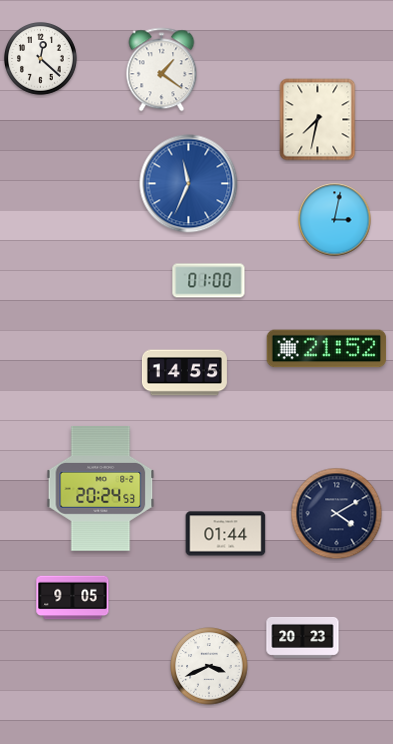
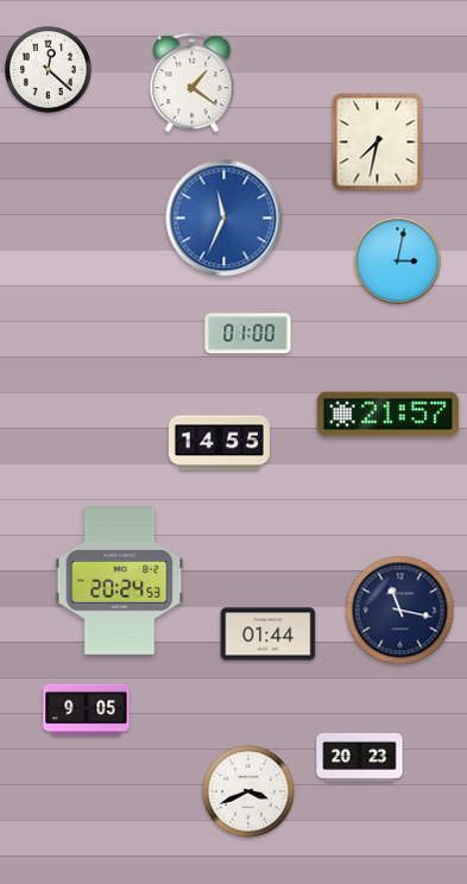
clock at (327, 349): 21:52 -> 21:57
clock at (337, 514): 4:10 -> 11:17
